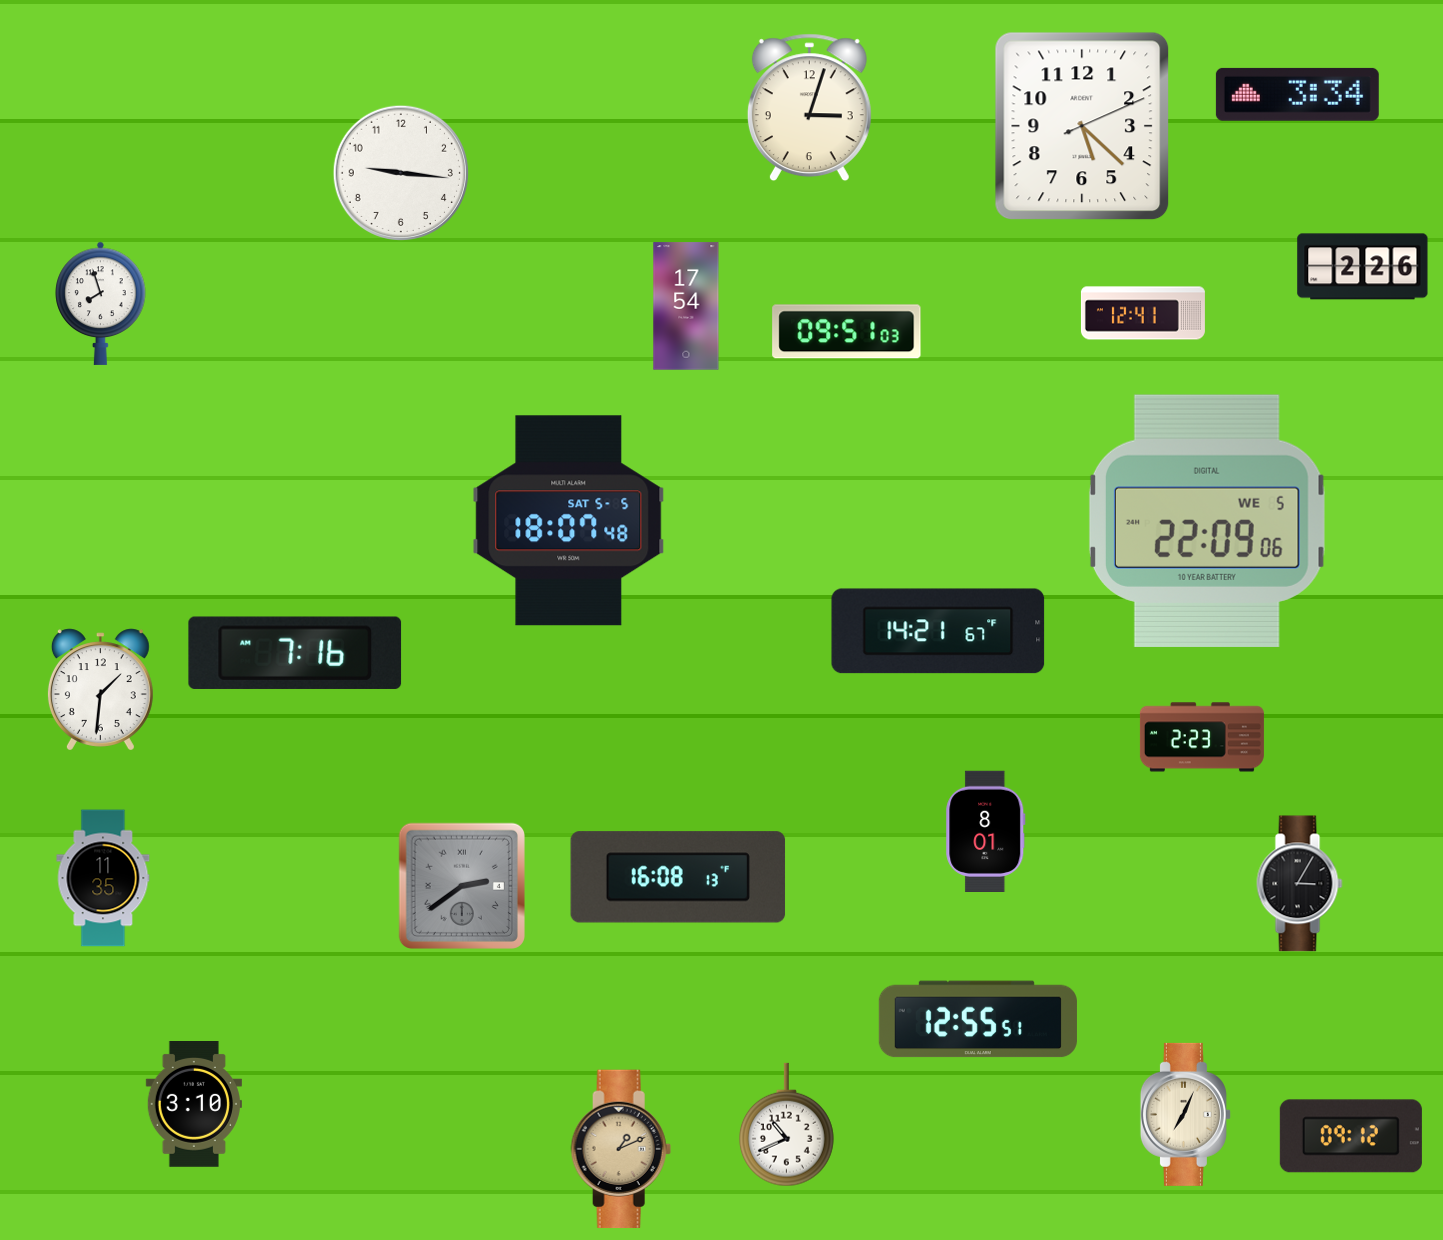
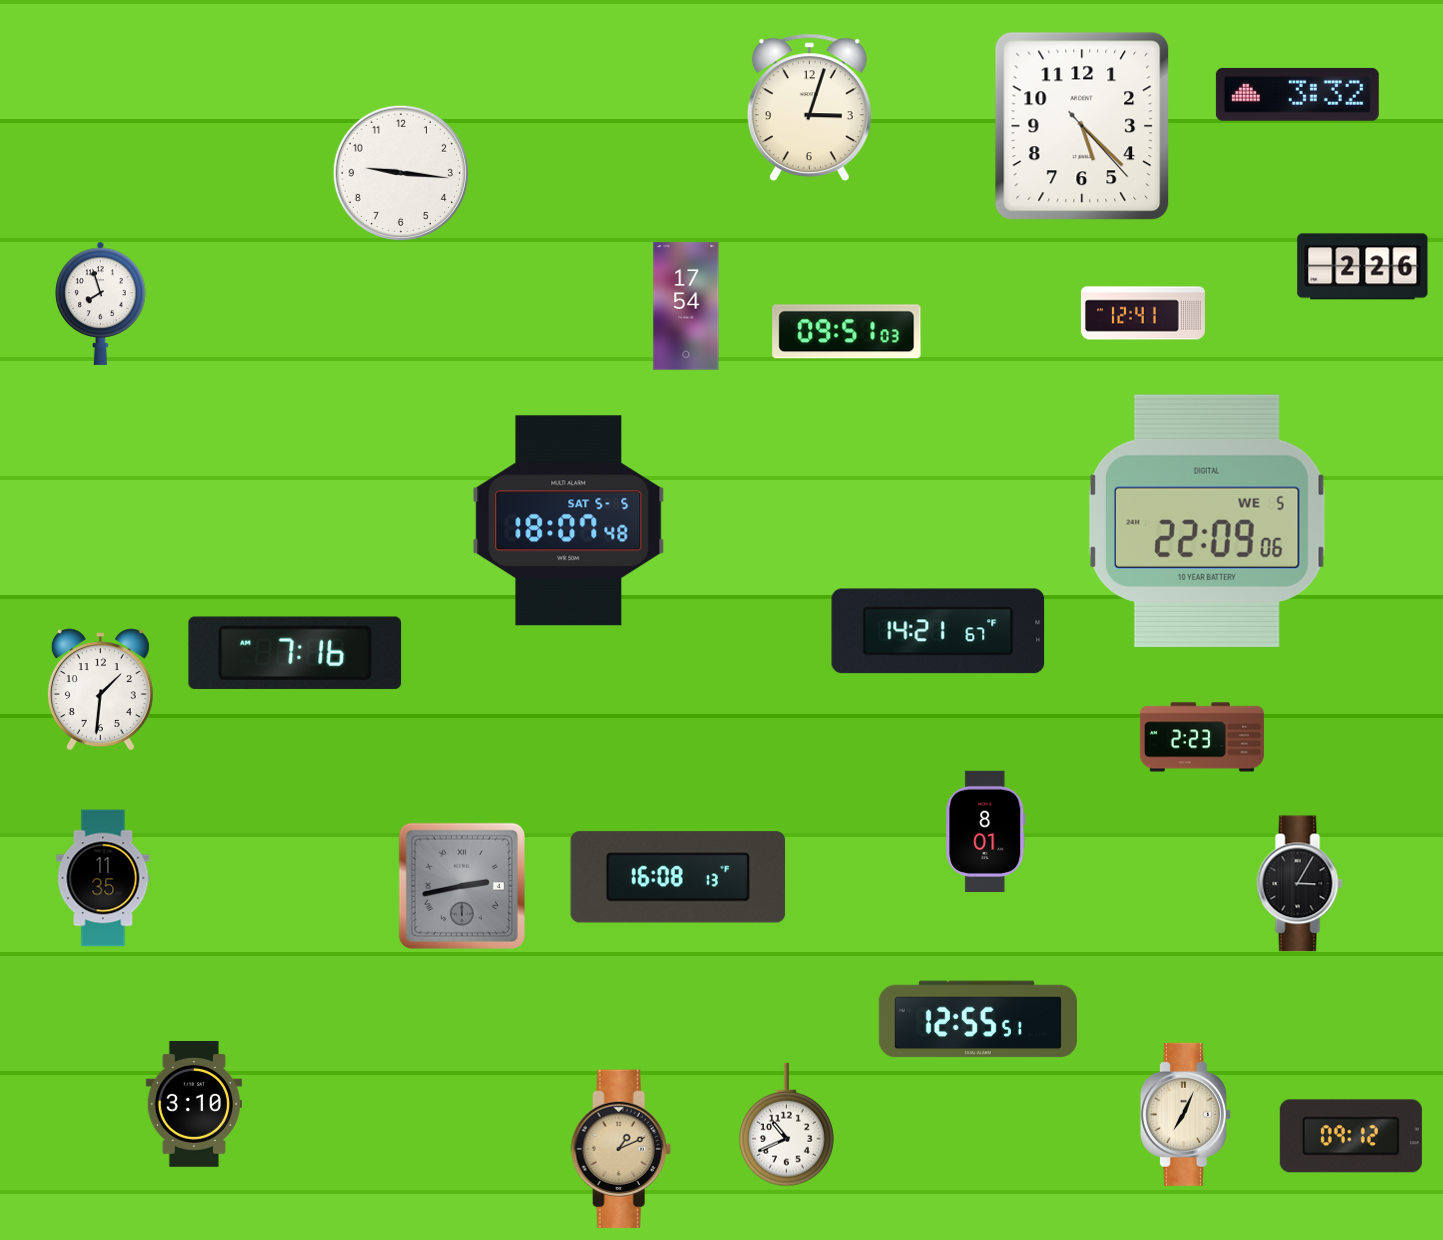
clock at (1297, 94): 3:34 -> 3:32
clock at (1082, 126): 5:22:11 -> 5:22:23
clock at (462, 886): 2:39 -> 2:43
